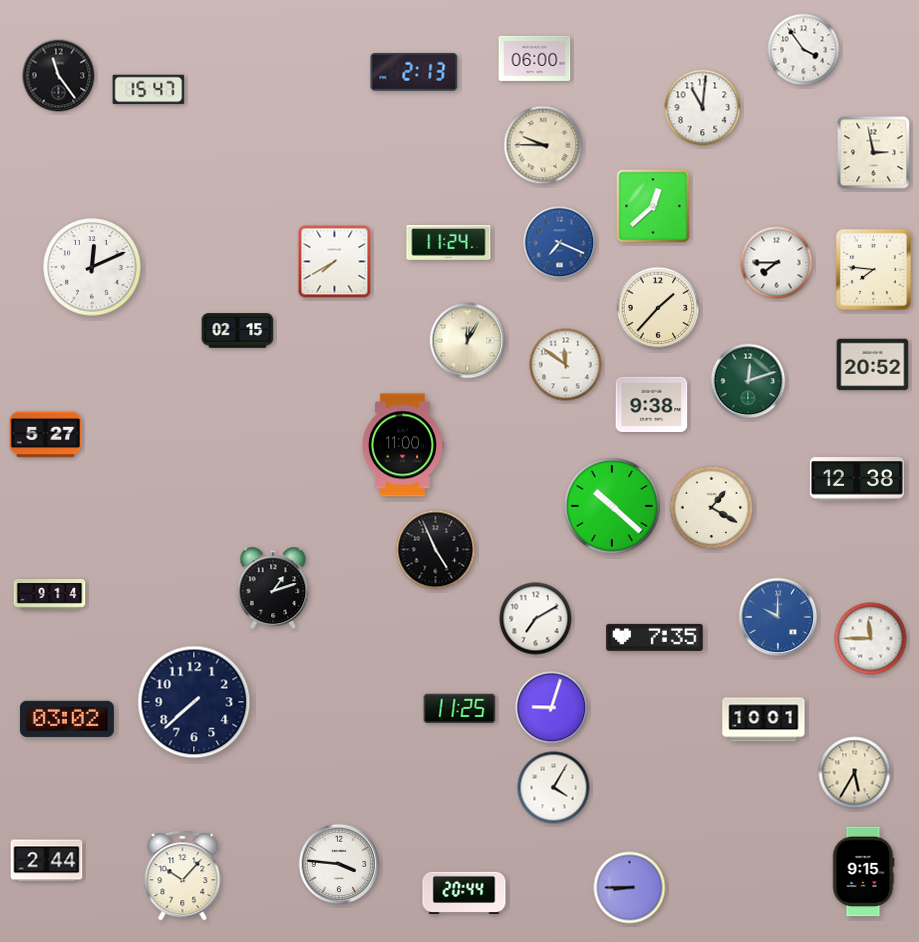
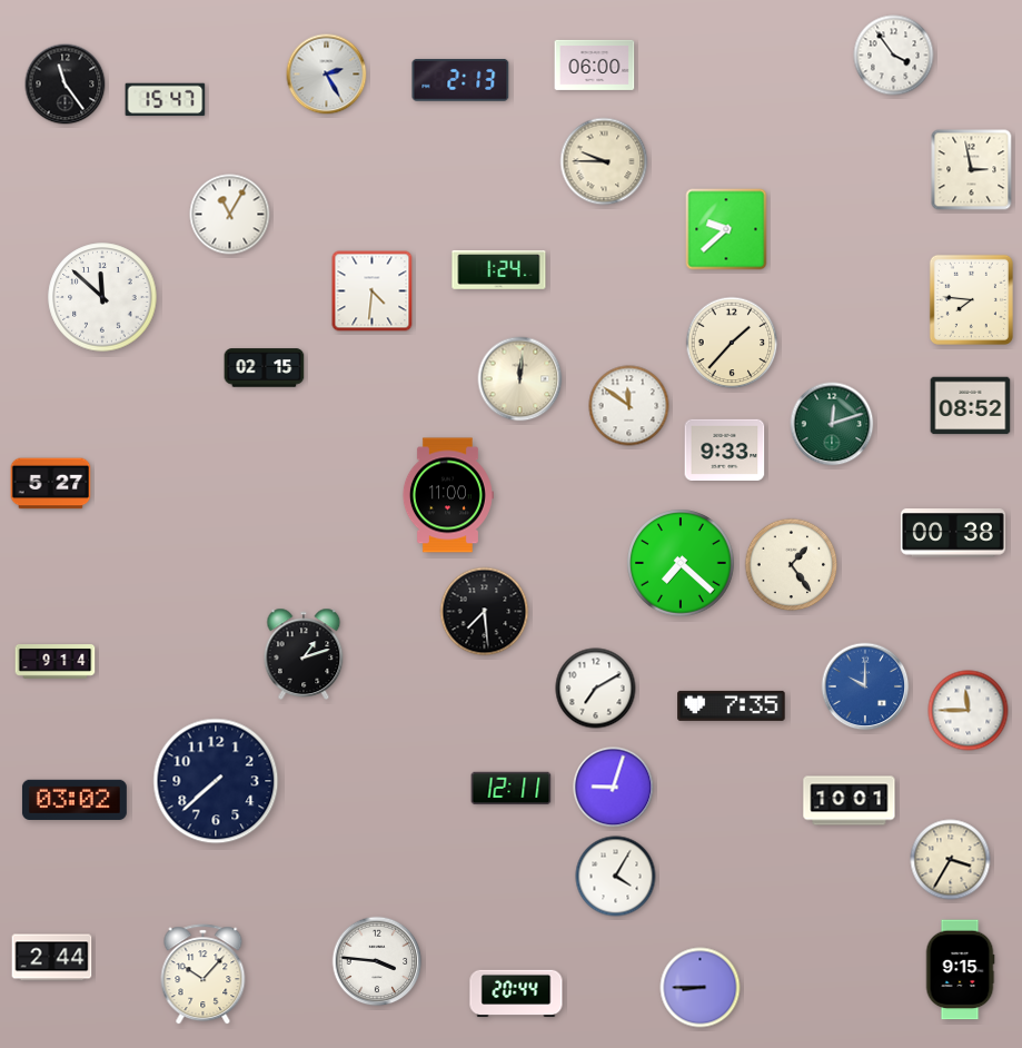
clock at (327, 75): none -> 2:25
clock at (703, 108): 11:01 -> none
clock at (230, 215): none -> 11:05
clock at (653, 206): 12:38 -> 9:38
clock at (449, 243): 11:24 -> 1:24
clock at (560, 243): 7:19 -> none
clock at (335, 262): 7:40 -> 4:31
clock at (777, 263): 7:45 -> none
clock at (92, 267): 12:11 -> 11:52
clock at (468, 341): 12:05 -> 12:01
clock at (873, 365): 20:52 -> 08:52
clock at (652, 404): 9:38 -> 9:33
clock at (857, 479): 12:38 -> 00:38
clock at (612, 506): 10:22 -> 7:22
clock at (712, 508): 1:20 -> 1:24
clock at (436, 550): 4:56 -> 7:29
clock at (655, 637) position: (655, 637) -> (732, 705)
clock at (460, 709): 11:25 -> 12:11
clock at (855, 773): 5:35 -> 3:35
